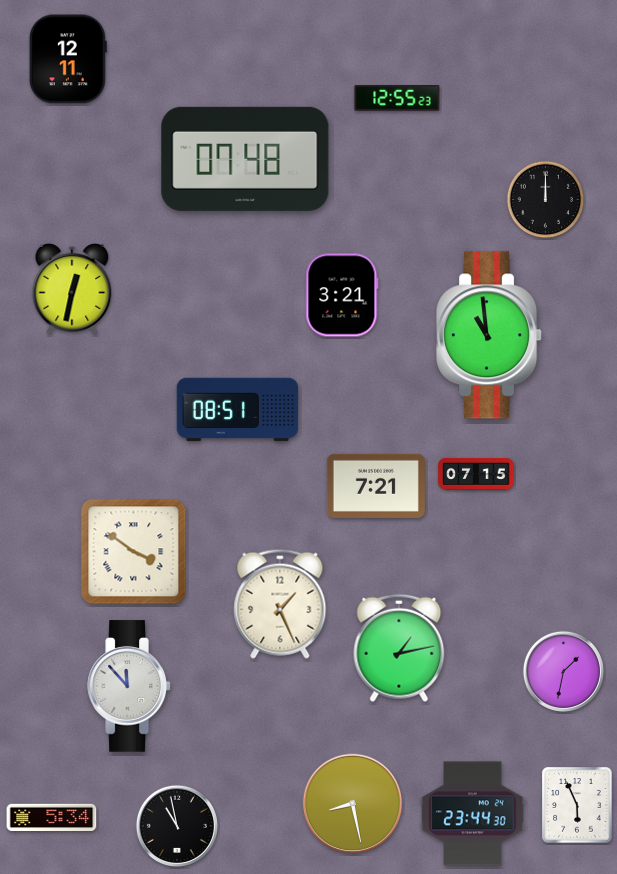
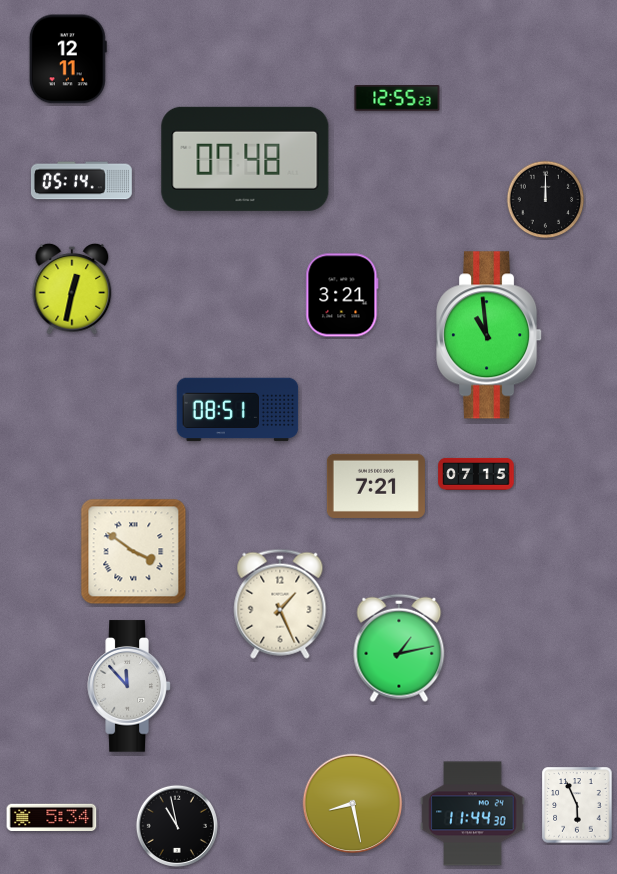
clock at (81, 181): none -> 05:14
clock at (563, 671): 1:32 -> none
clock at (473, 814): 23:44 -> 11:44
